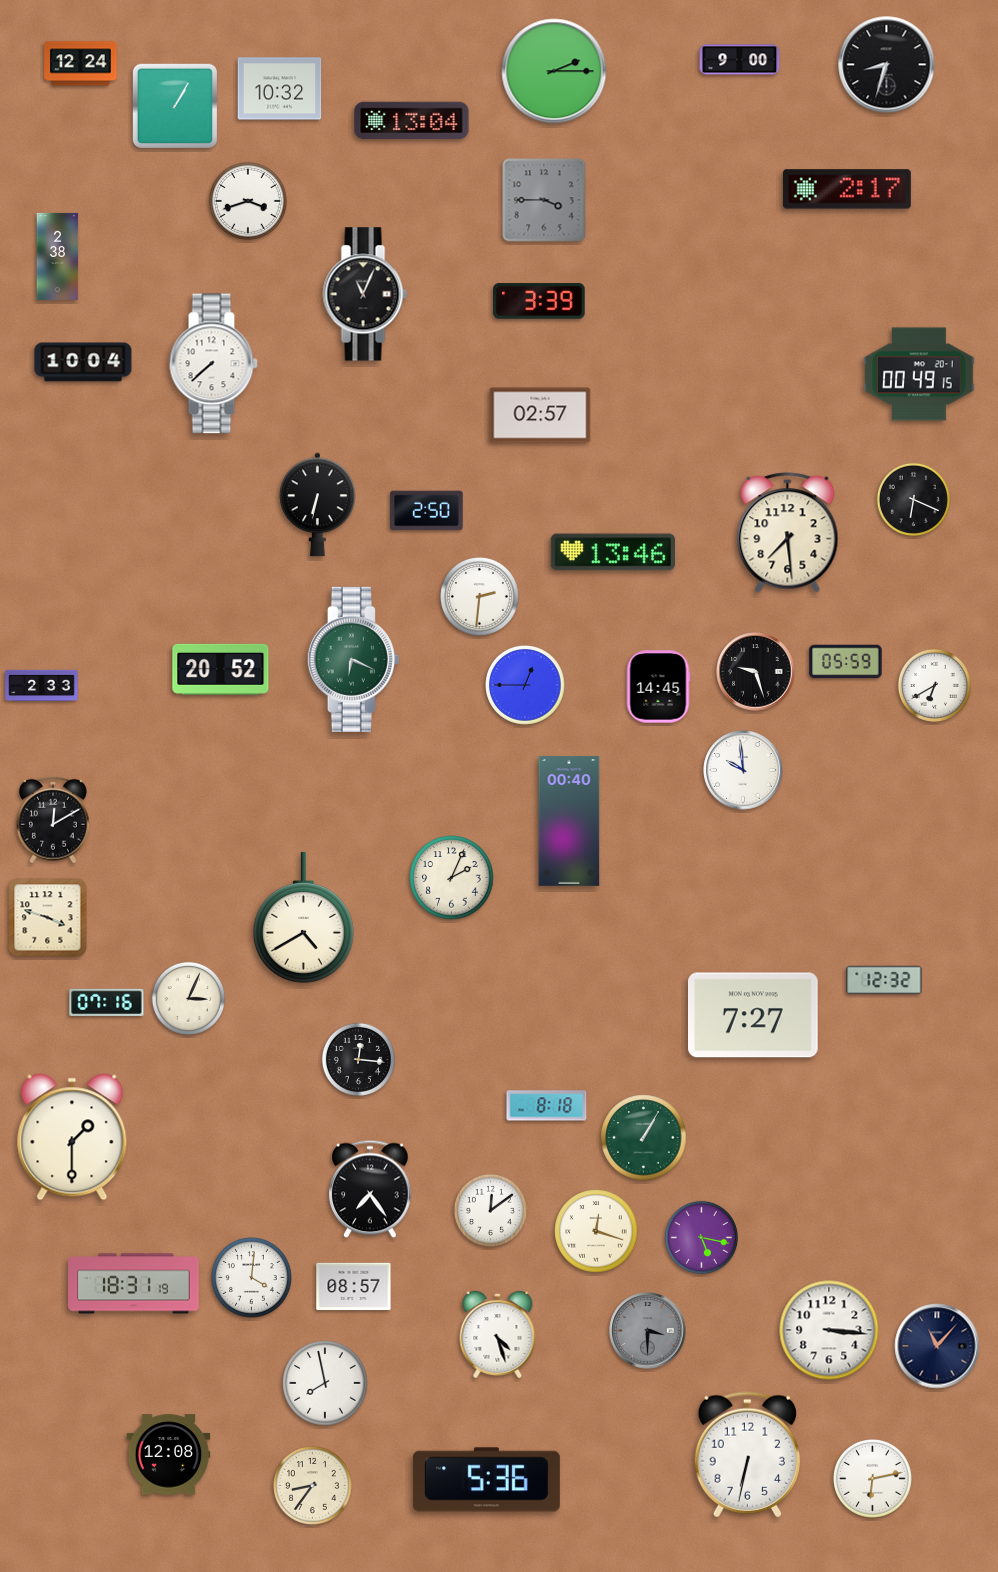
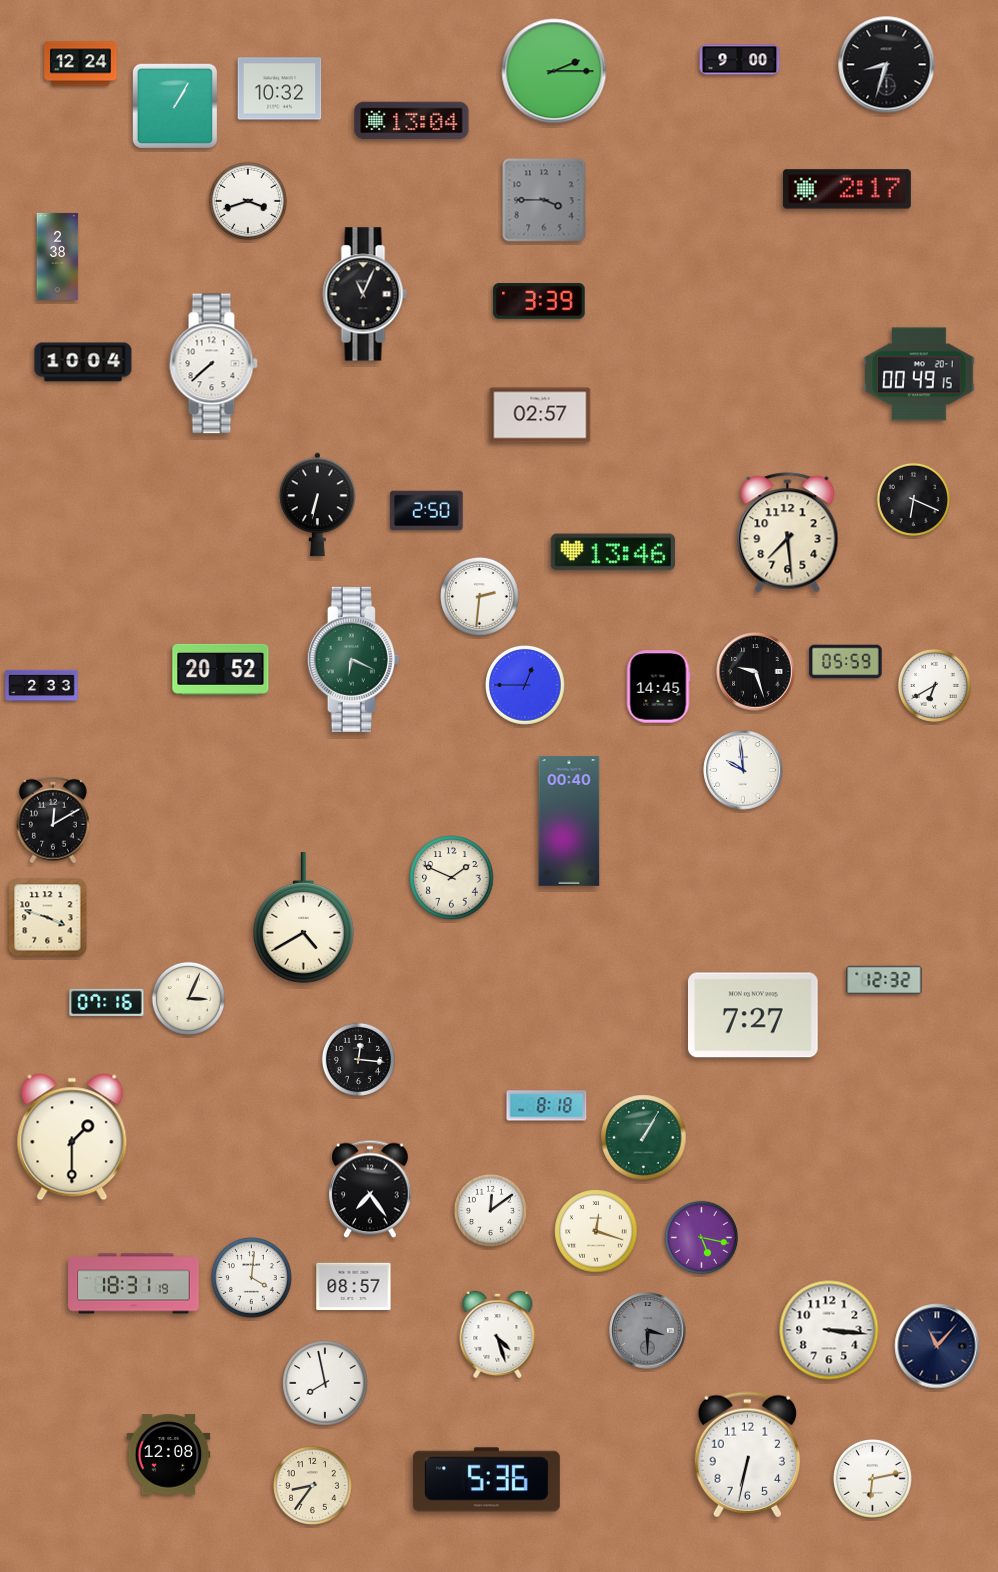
clock at (452, 878): 2:04 -> 1:49
